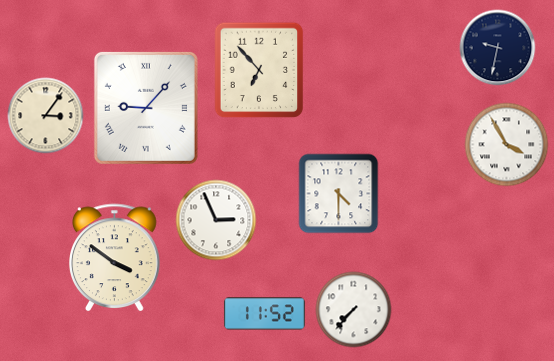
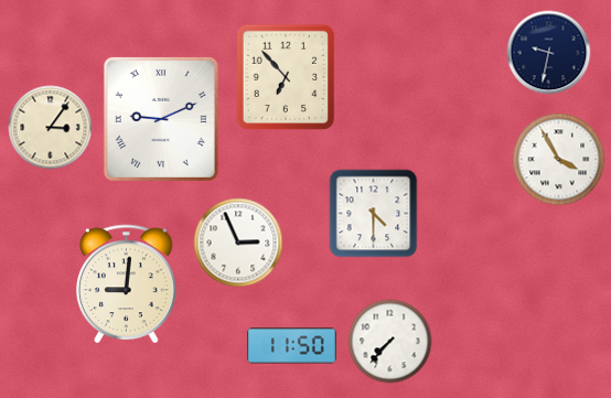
clock at (146, 108): 9:07 -> 9:11
clock at (115, 258): 3:51 -> 9:01
clock at (264, 314): 11:52 -> 11:50
